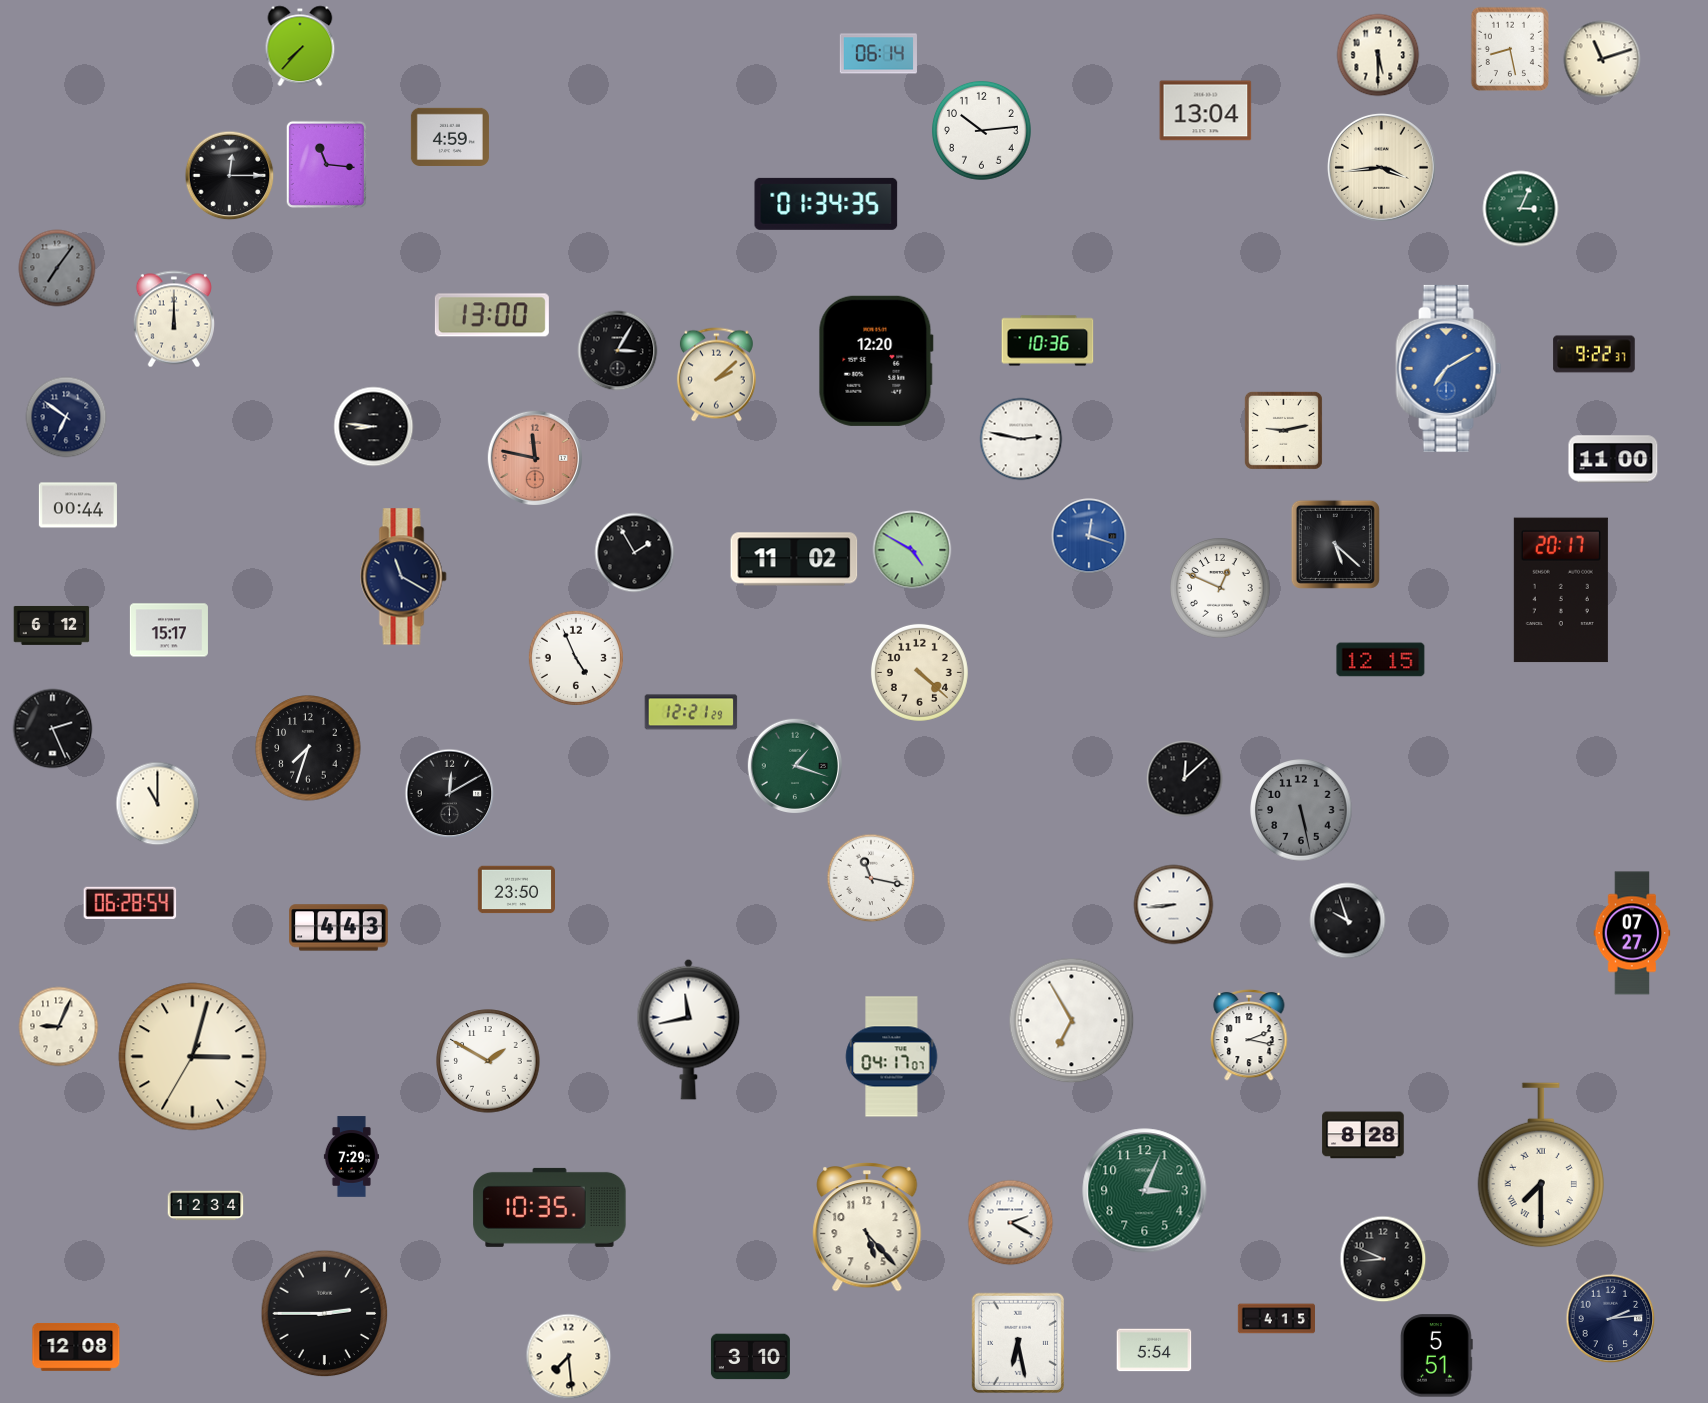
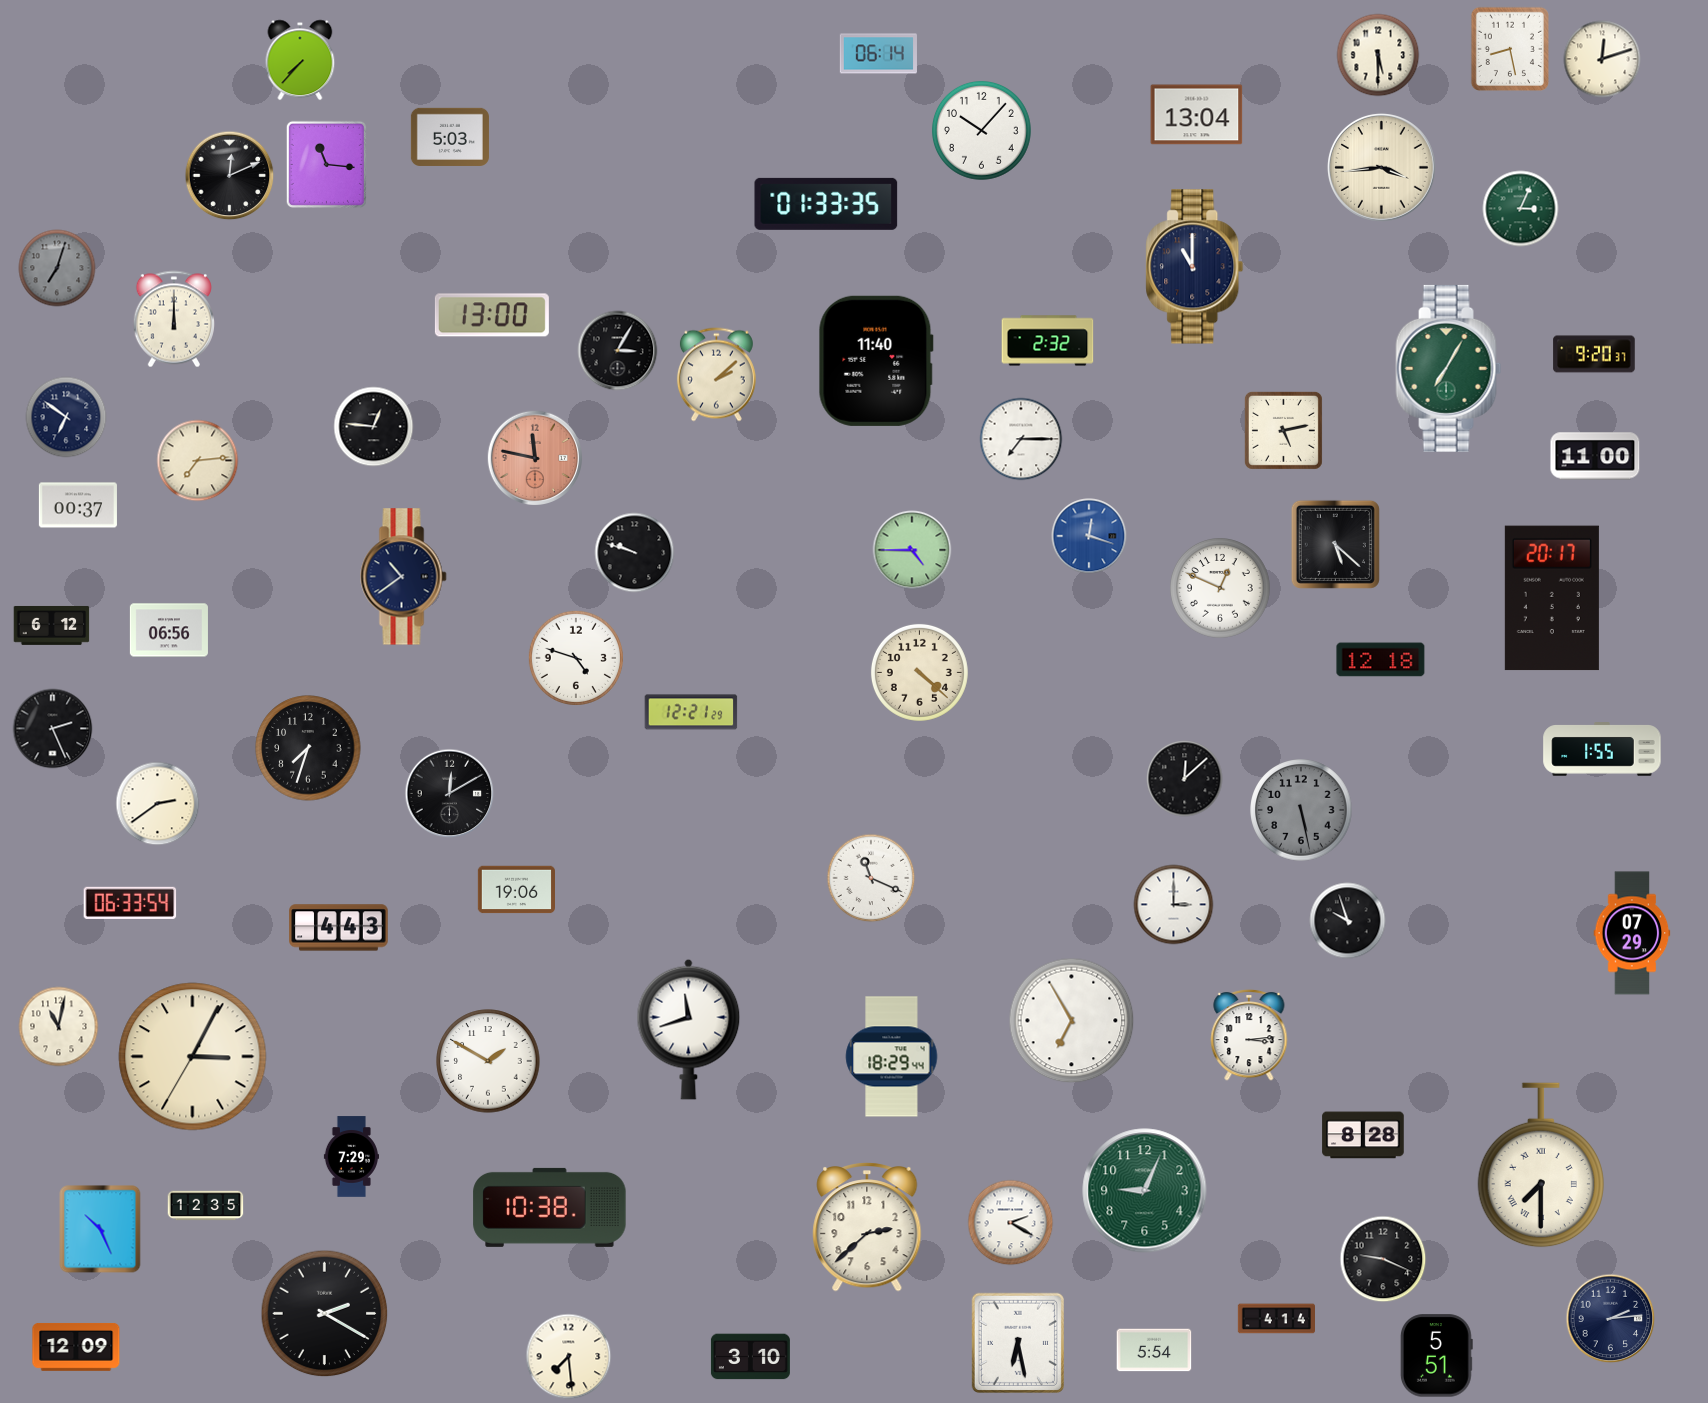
clock at (300, 46) position: (300, 46) -> (300, 60)
clock at (1602, 59): 11:12 -> 12:12
clock at (1206, 111) position: (1206, 111) -> (1197, 115)
clock at (981, 130): 10:14 -> 10:07
clock at (450, 137): 4:59 -> 5:03
clock at (230, 176): 12:15 -> 12:11
clock at (826, 204): 01:34 -> 01:33
clock at (1195, 267): none -> 11:00
clock at (57, 268): 7:06 -> 7:03
clock at (1048, 341): 10:36 -> 2:32
clock at (1594, 354): 9:22 -> 9:20
clock at (876, 361): 12:20 -> 11:40
clock at (1449, 368): 7:10 -> 7:05
clock at (1449, 368) dial: blue -> green
clock at (374, 427): 8:46 -> 12:46
clock at (1283, 430): 9:13 -> 5:13
clock at (1021, 439): 2:47 -> 7:15
clock at (1613, 459) position: (1613, 459) -> (1595, 456)
clock at (198, 461): none -> 7:14
clock at (78, 505): 00:44 -> 00:37
clock at (912, 550): 4:50 -> 4:45
clock at (635, 553): 1:55 -> 9:48
clock at (794, 559): 11:02 -> none
clock at (404, 577): 11:20 -> 10:39
clock at (1561, 590) position: (1561, 590) -> (1552, 598)
clock at (169, 630): 15:17 -> 06:56
clock at (576, 658): 4:56 -> 4:48
clock at (1381, 660): 12:15 -> 12:18
clock at (1602, 749): none -> 1:55
clock at (794, 765): 1:18 -> none
clock at (158, 804): 11:00 -> 2:39
clock at (871, 878): 11:17 -> 11:19
clock at (516, 890): 23:50 -> 19:06
clock at (130, 903): 06:28 -> 06:33
clock at (1174, 905): 8:44 -> 3:00
clock at (1632, 933): 07:27 -> 07:29
clock at (59, 1027): 9:04 -> 11:02
clock at (689, 1029): 11:43 -> 11:42
clock at (1249, 1035): 2:17 -> 3:14
clock at (193, 1057): 3:02 -> 3:04
clock at (892, 1057): 04:17 -> 18:29
clock at (1145, 1191): 3:04 -> 9:04
clock at (206, 1206): 12:34 -> 12:35
clock at (550, 1207): 10:35 -> 10:38
clock at (867, 1228): 5:23 -> 2:38
clock at (100, 1229): none -> 10:26
clock at (1383, 1259): 8:49 -> 9:19
clock at (325, 1314): 2:45 -> 2:20
clock at (1276, 1319): 4:15 -> 4:14
clock at (76, 1347): 12:08 -> 12:09
